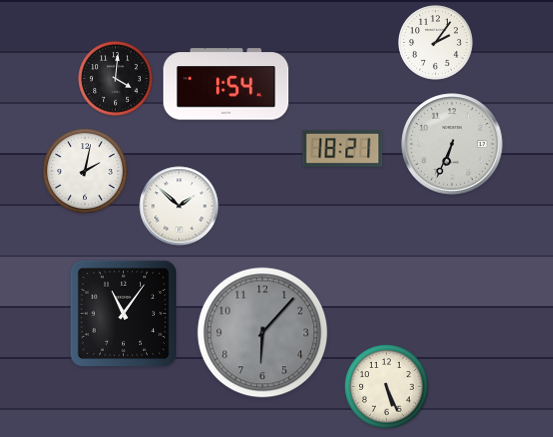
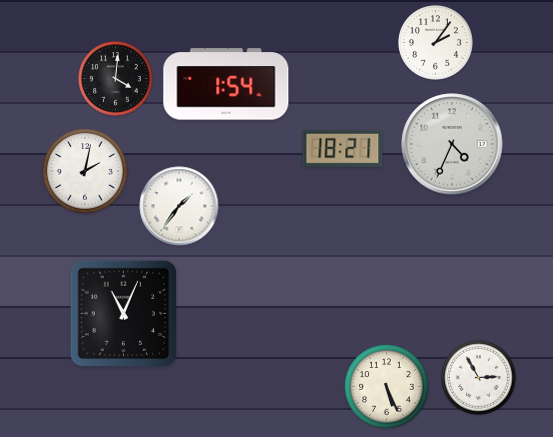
clock at (452, 144): 6:34 -> 4:34
clock at (179, 206): 1:52 -> 1:36
clock at (124, 314): 11:06 -> 11:04
clock at (263, 333): 6:07 -> none
clock at (479, 378): none -> 2:55
